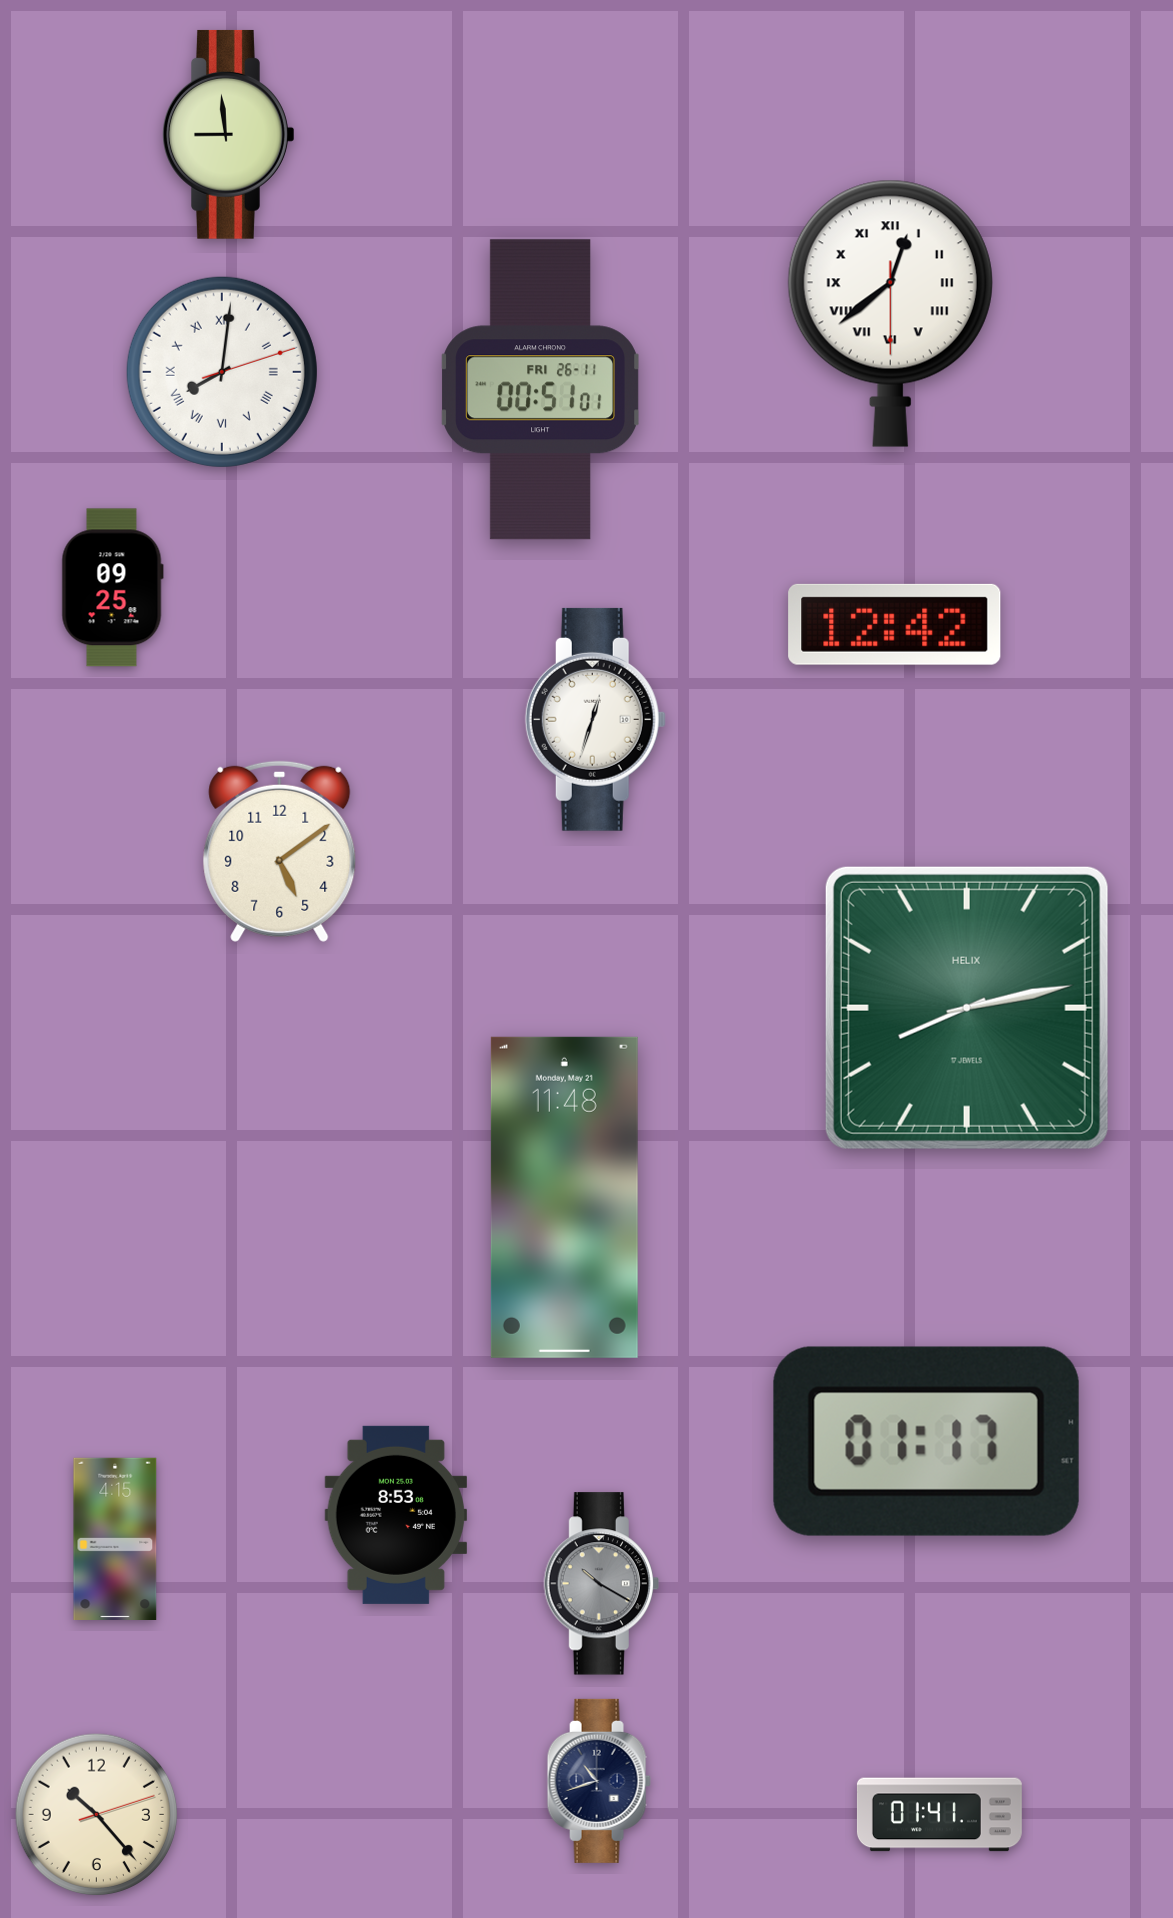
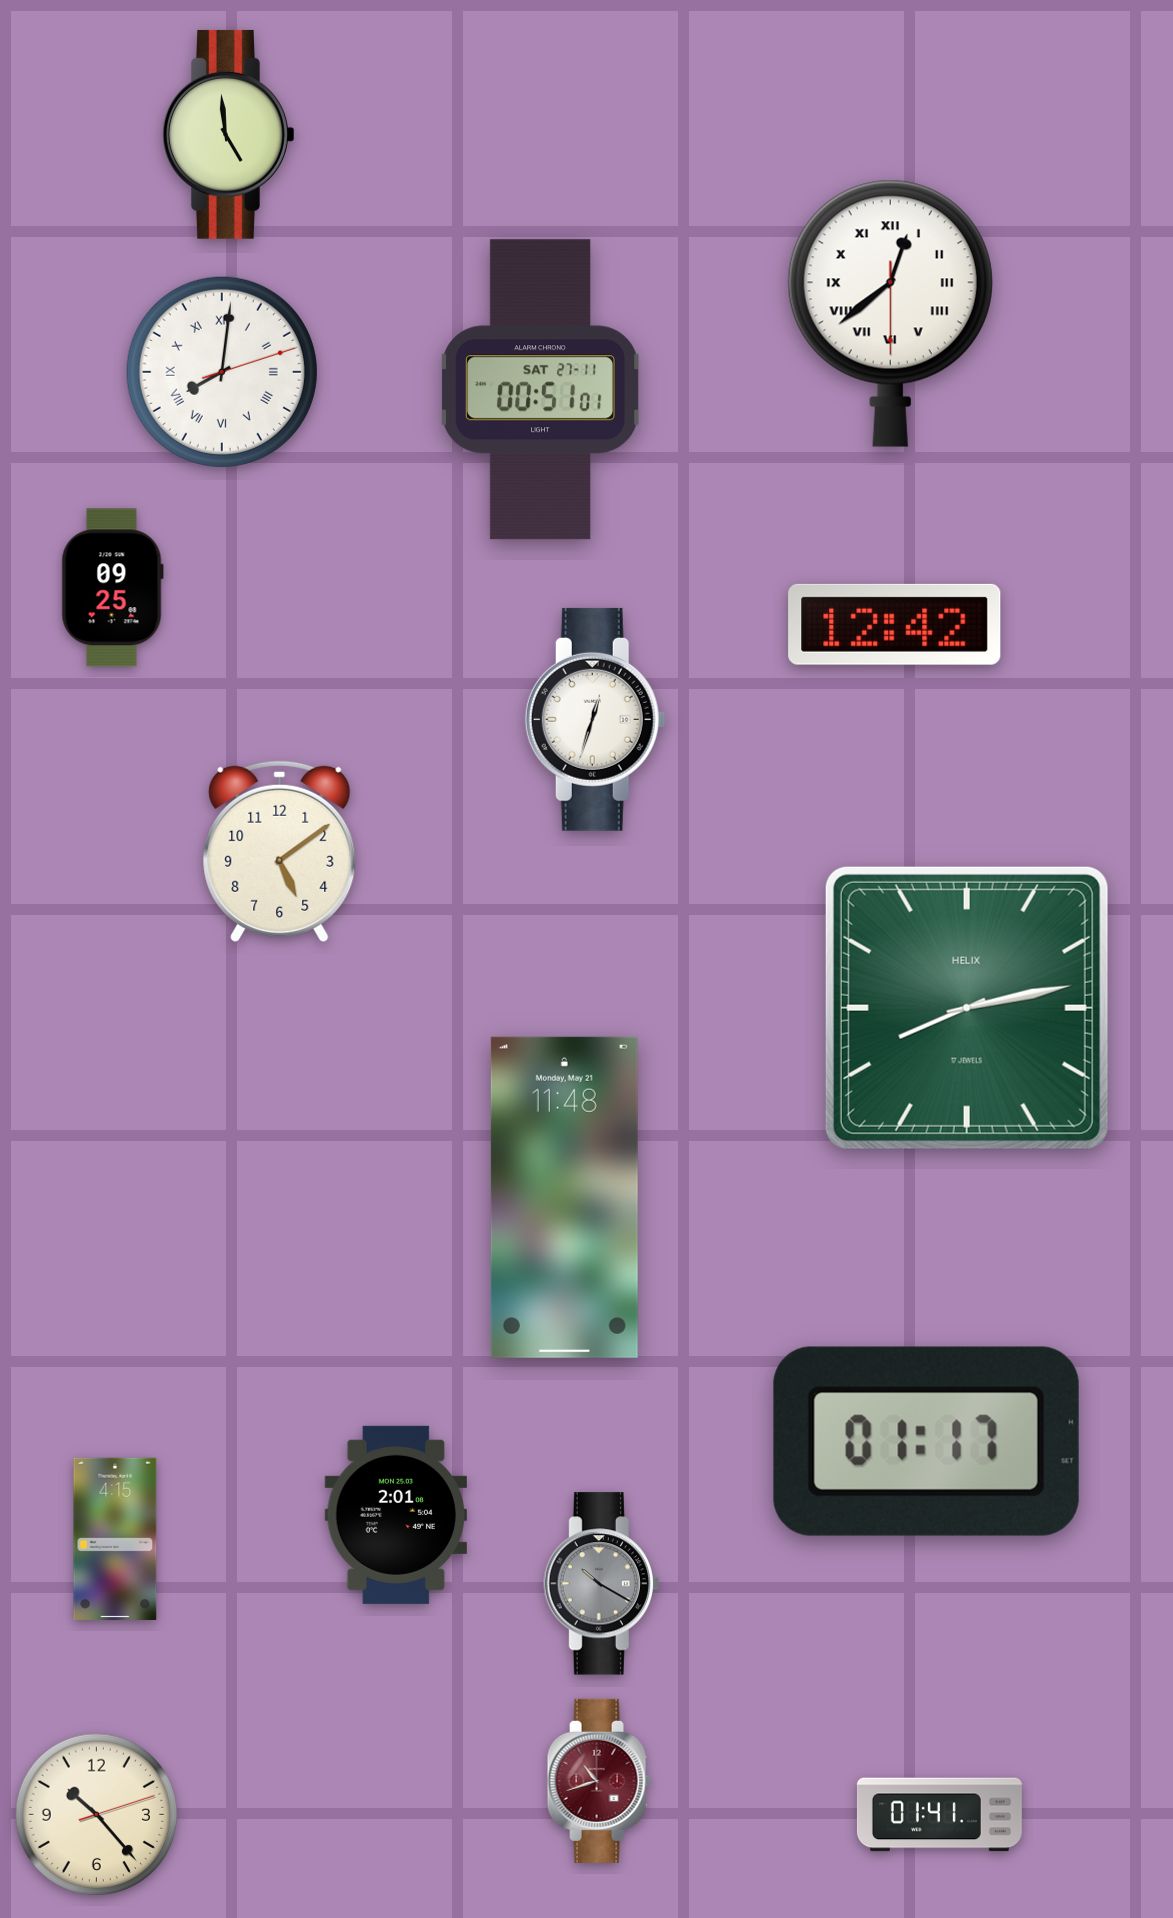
clock at (229, 134): 8:59 -> 4:59
clock at (541, 390) date: FRI 26-11 -> SAT 27-11
clock at (395, 1515): 8:53 -> 2:01
clock at (599, 1781) dial: navy -> burgundy
